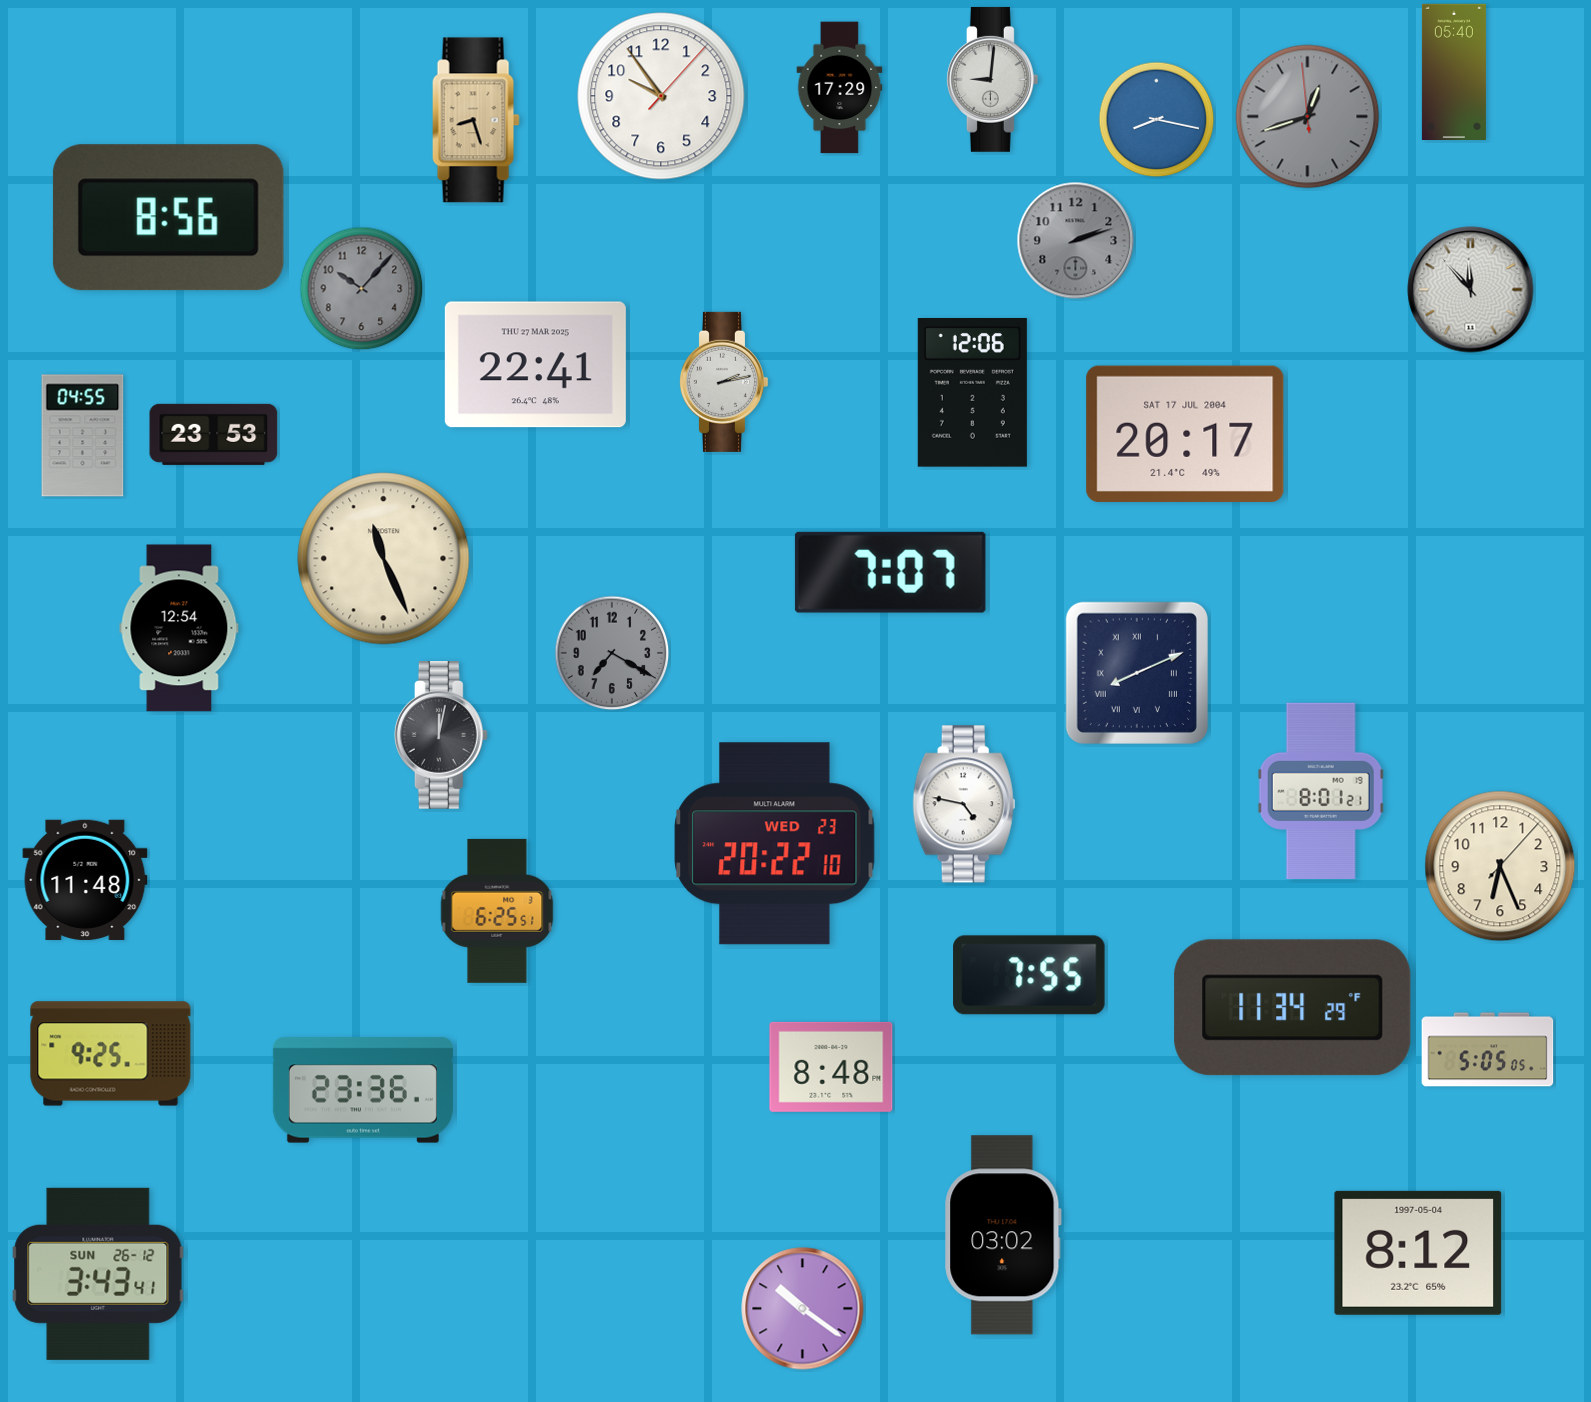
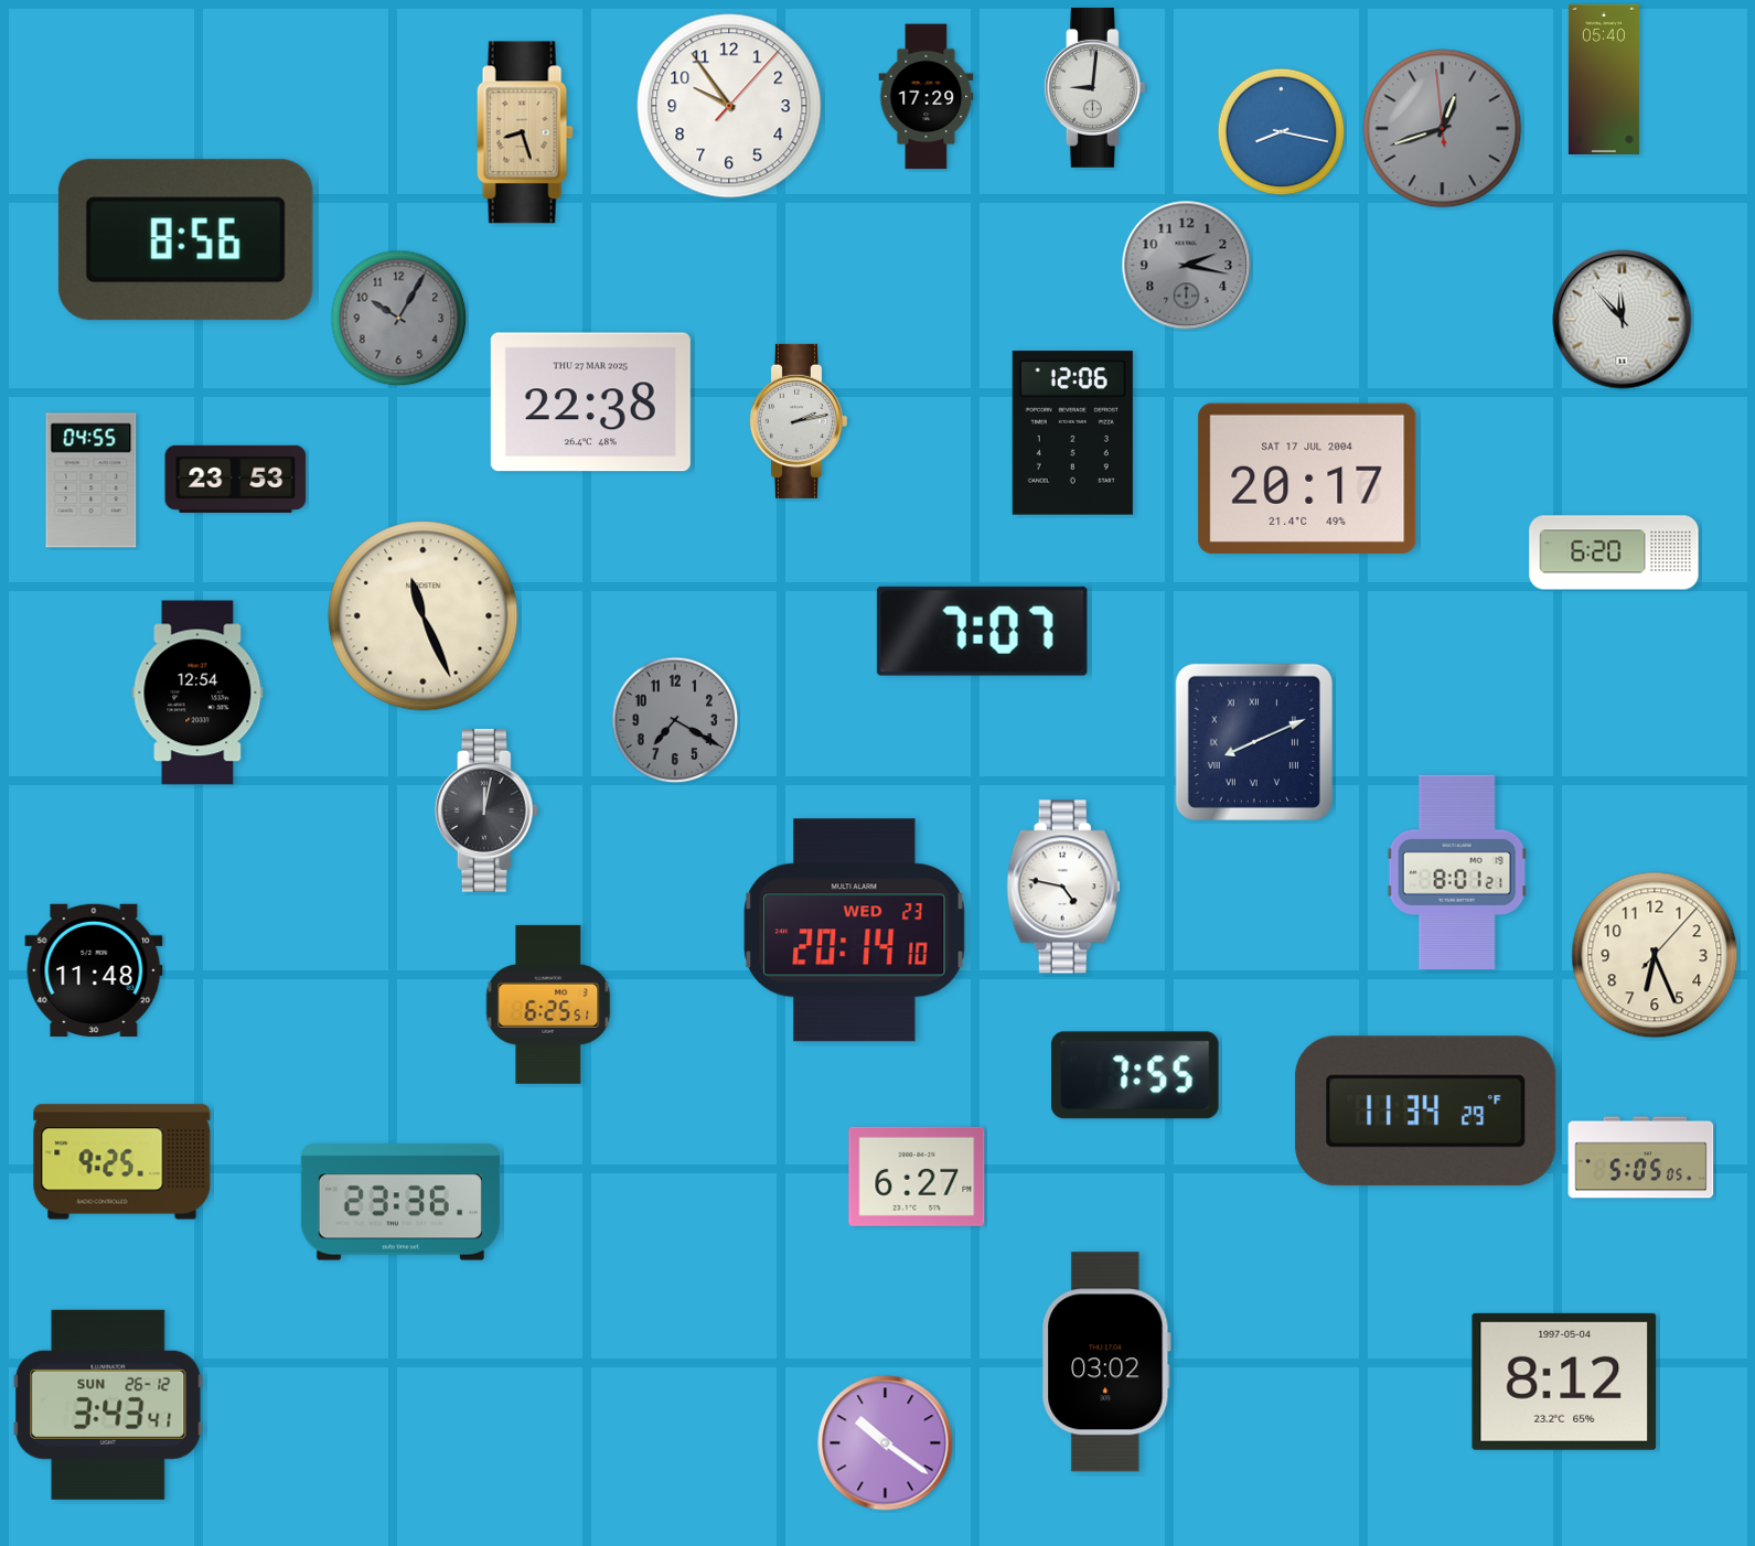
clock at (1157, 120) position: (1157, 120) -> (1282, 132)
clock at (1076, 241): 2:12 -> 2:17
clock at (362, 289): 10:07 -> 10:05
clock at (535, 365): 22:41 -> 22:38
clock at (1614, 552): none -> 6:20
clock at (775, 844): 20:22 -> 20:14
clock at (831, 1067): 8:48 -> 6:27
